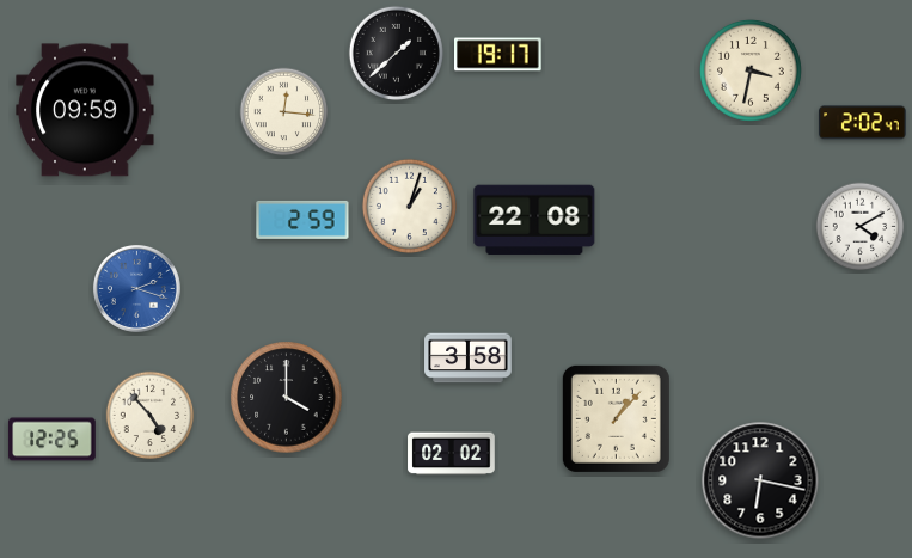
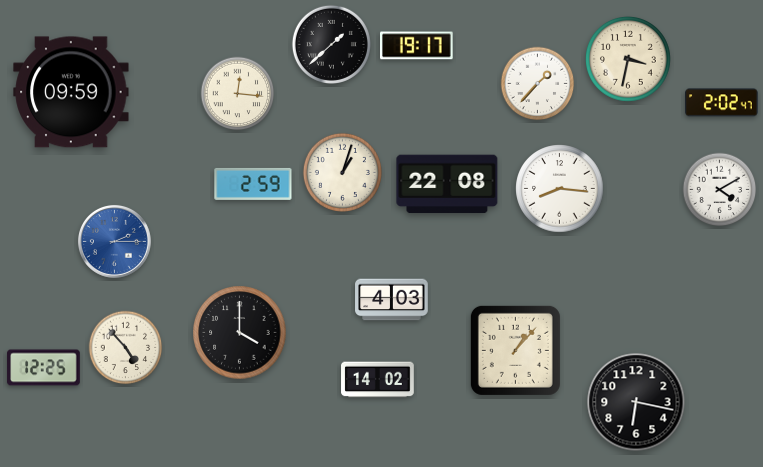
clock at (538, 84): none -> 1:37
clock at (560, 189): none -> 8:16
clock at (136, 288): 2:18 -> 2:15
clock at (469, 358): 3:58 -> 4:03
clock at (452, 454): 02:02 -> 14:02
